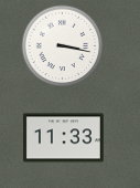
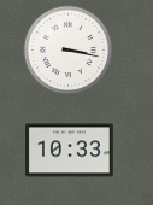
clock at (63, 138): 11:33 -> 10:33
